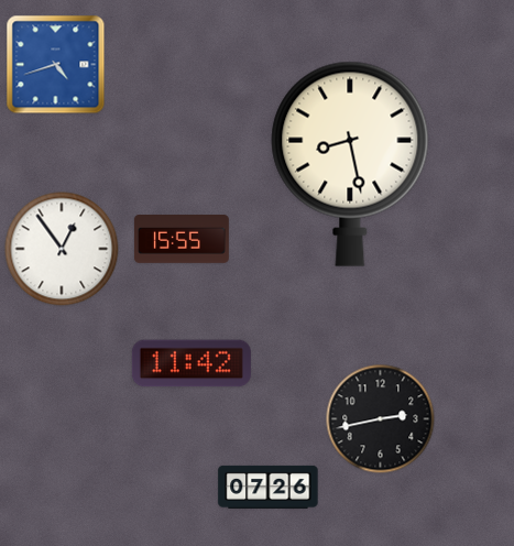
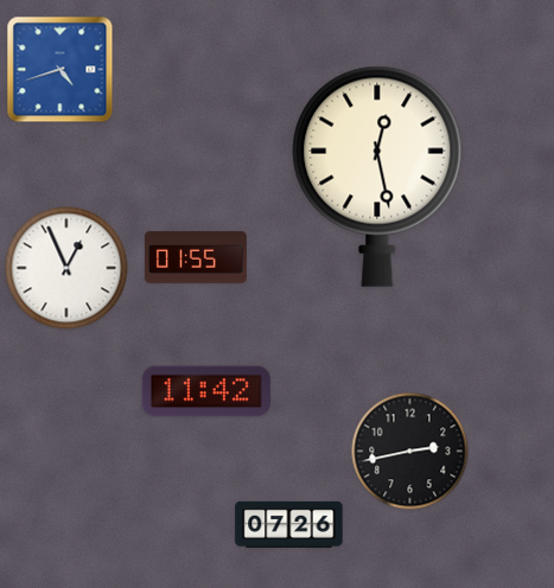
clock at (350, 164): 8:28 -> 12:28
clock at (182, 240): 15:55 -> 01:55
clock at (62, 249): 12:54 -> 12:56
